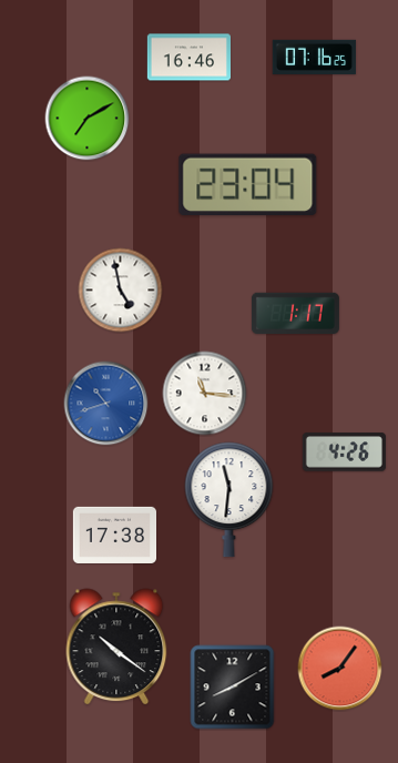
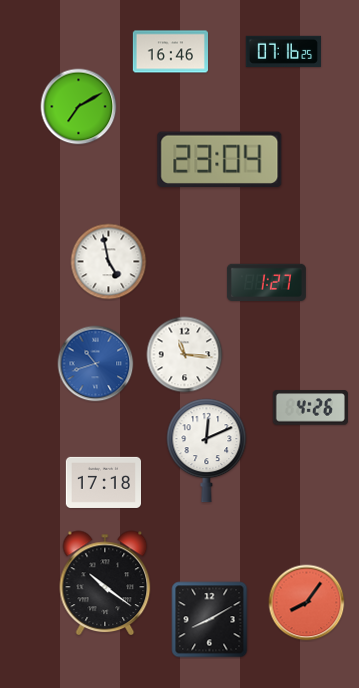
clock at (248, 185) position: (248, 185) -> (220, 160)
clock at (295, 313): 1:17 -> 1:27
clock at (229, 500): 11:31 -> 12:11
clock at (114, 535): 17:38 -> 17:18
